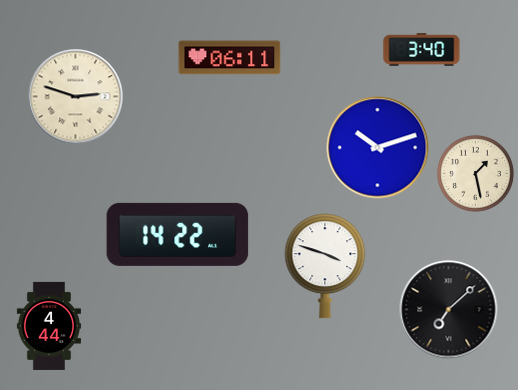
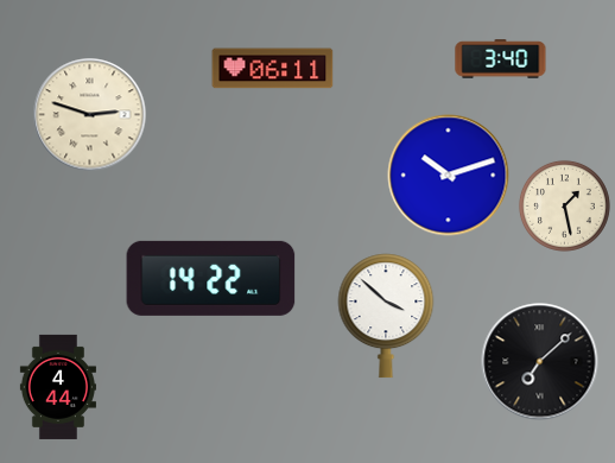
clock at (325, 266): 3:48 -> 3:52
clock at (449, 310) position: (449, 310) -> (540, 362)
